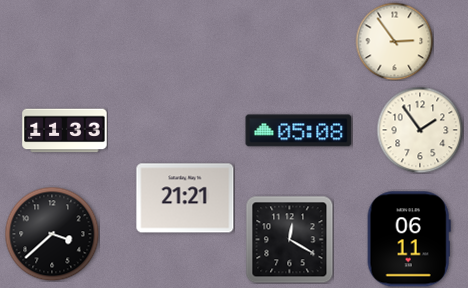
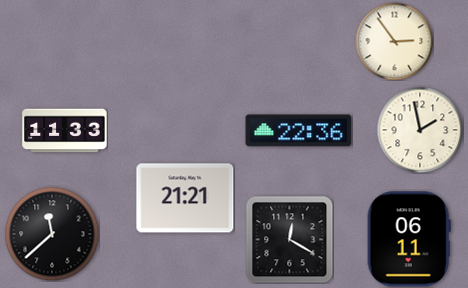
clock at (420, 130): 1:54 -> 1:58
clock at (299, 131): 05:08 -> 22:36
clock at (52, 234): 3:38 -> 11:38
